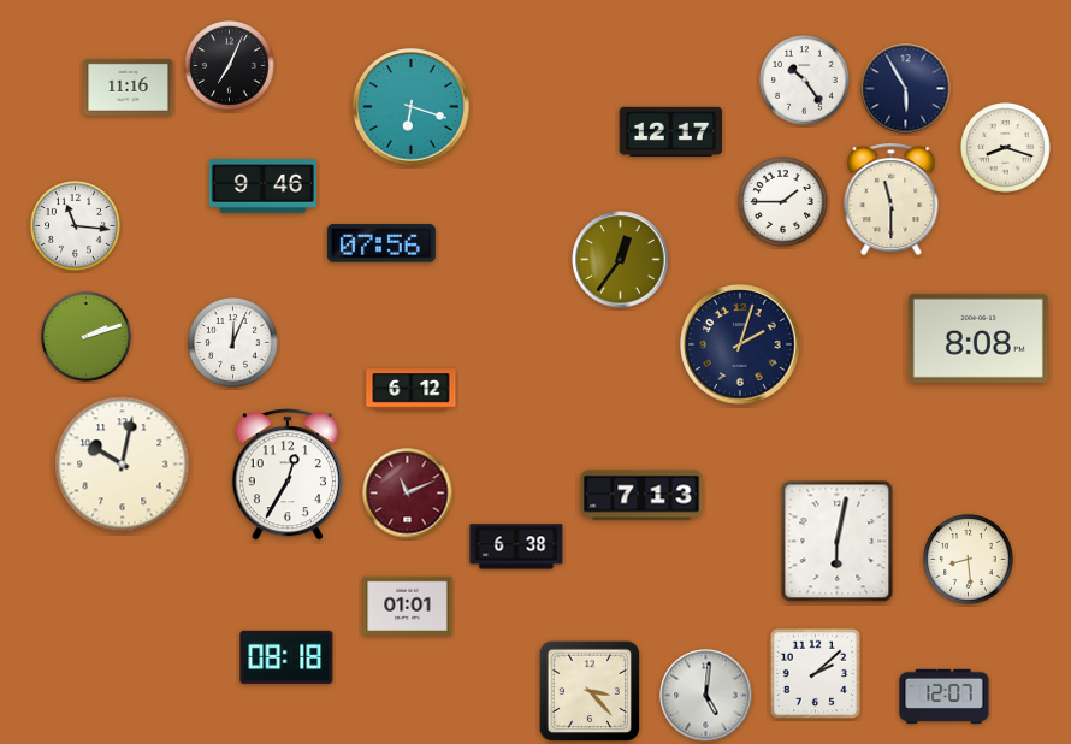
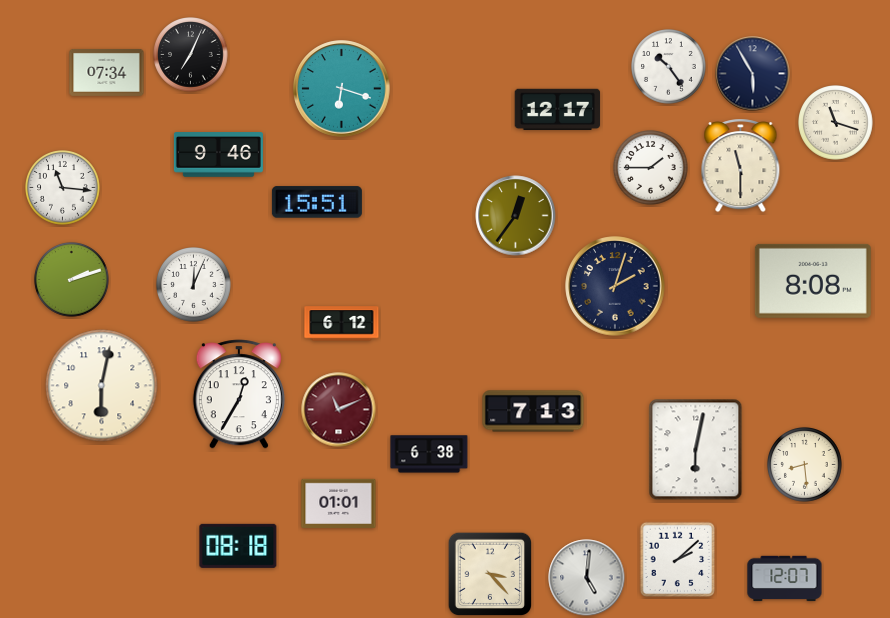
clock at (129, 87): 11:16 -> 07:34
clock at (1006, 148): 8:18 -> 11:18
clock at (381, 243): 07:56 -> 15:51
clock at (123, 465): 10:02 -> 6:02
